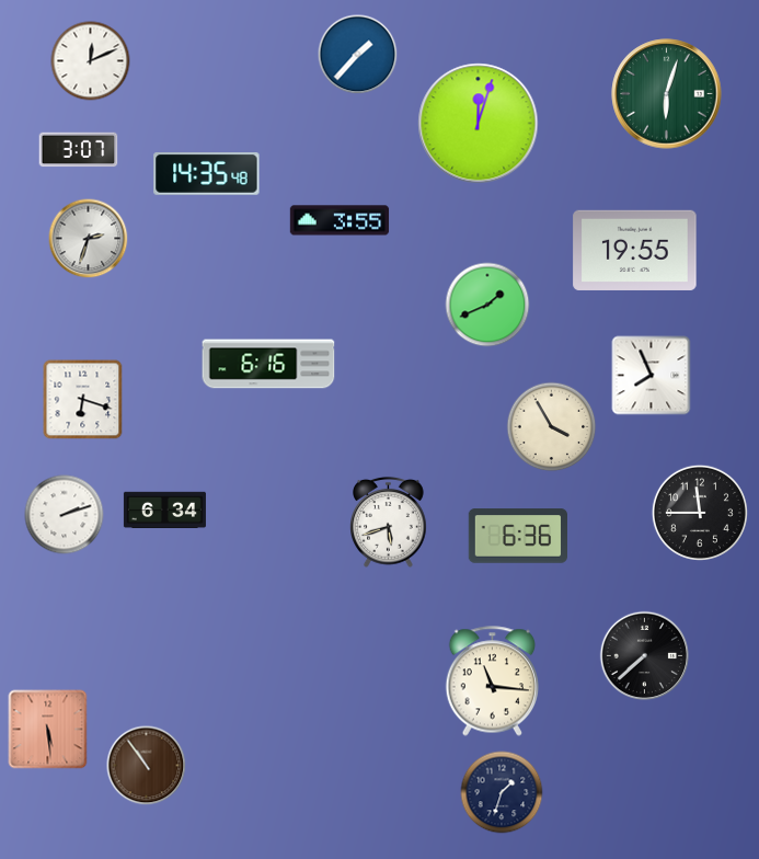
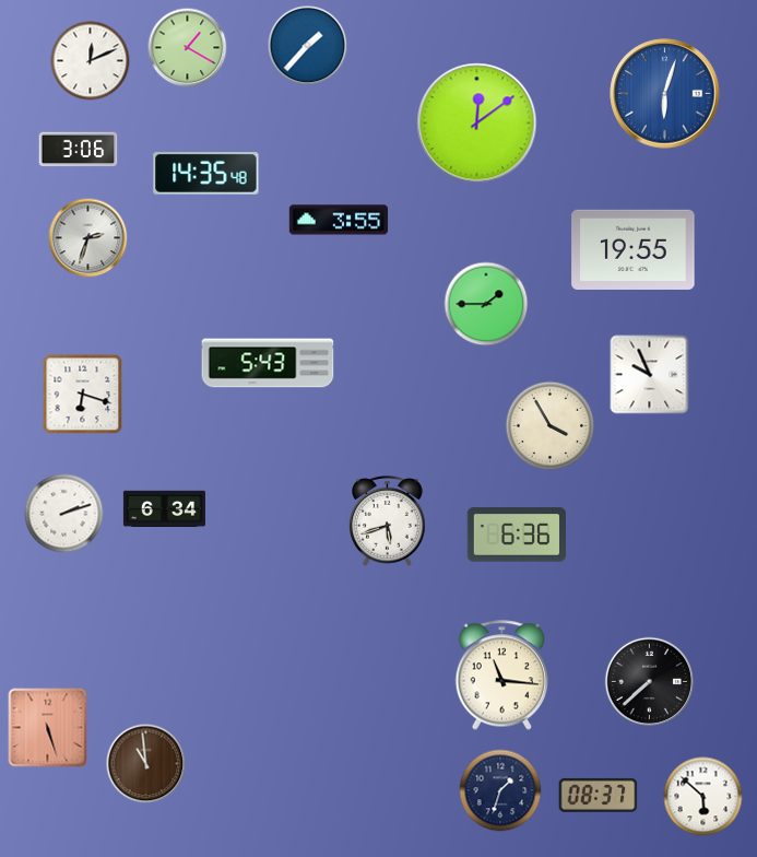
clock at (188, 48): none -> 1:20
clock at (358, 55) position: (358, 55) -> (308, 46)
clock at (667, 94) dial: green -> blue
clock at (479, 124): 12:03 -> 12:09
clock at (79, 150): 3:07 -> 3:06
clock at (487, 305): 1:41 -> 1:45
clock at (268, 364): 6:16 -> 5:43
clock at (652, 376): 7:56 -> 9:56
clock at (83, 400) position: (83, 400) -> (83, 395)
clock at (700, 513): 11:45 -> none
clock at (644, 655) position: (644, 655) -> (649, 681)
clock at (493, 682) position: (493, 682) -> (502, 676)
clock at (48, 730): 5:29 -> 5:27
clock at (147, 766): 10:54 -> 10:59
clock at (599, 795): none -> 08:37
clock at (703, 797): none -> 5:52
